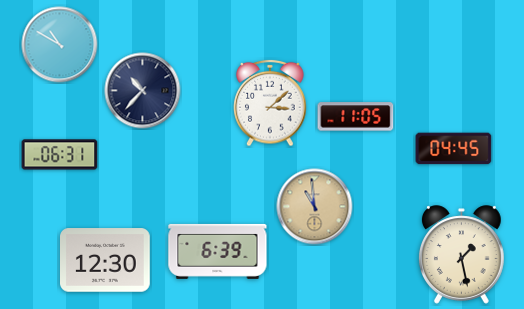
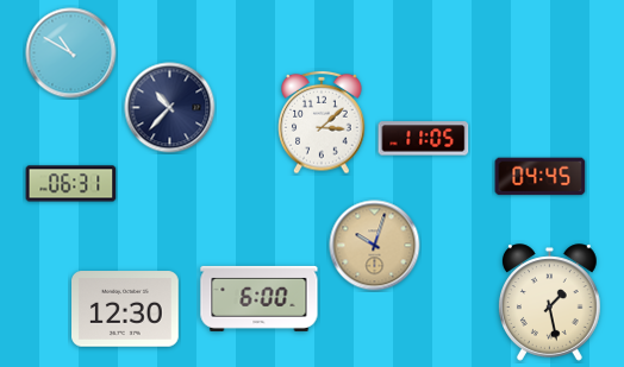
clock at (315, 207): 10:59 -> 10:03
clock at (218, 251): 6:39 -> 6:00
